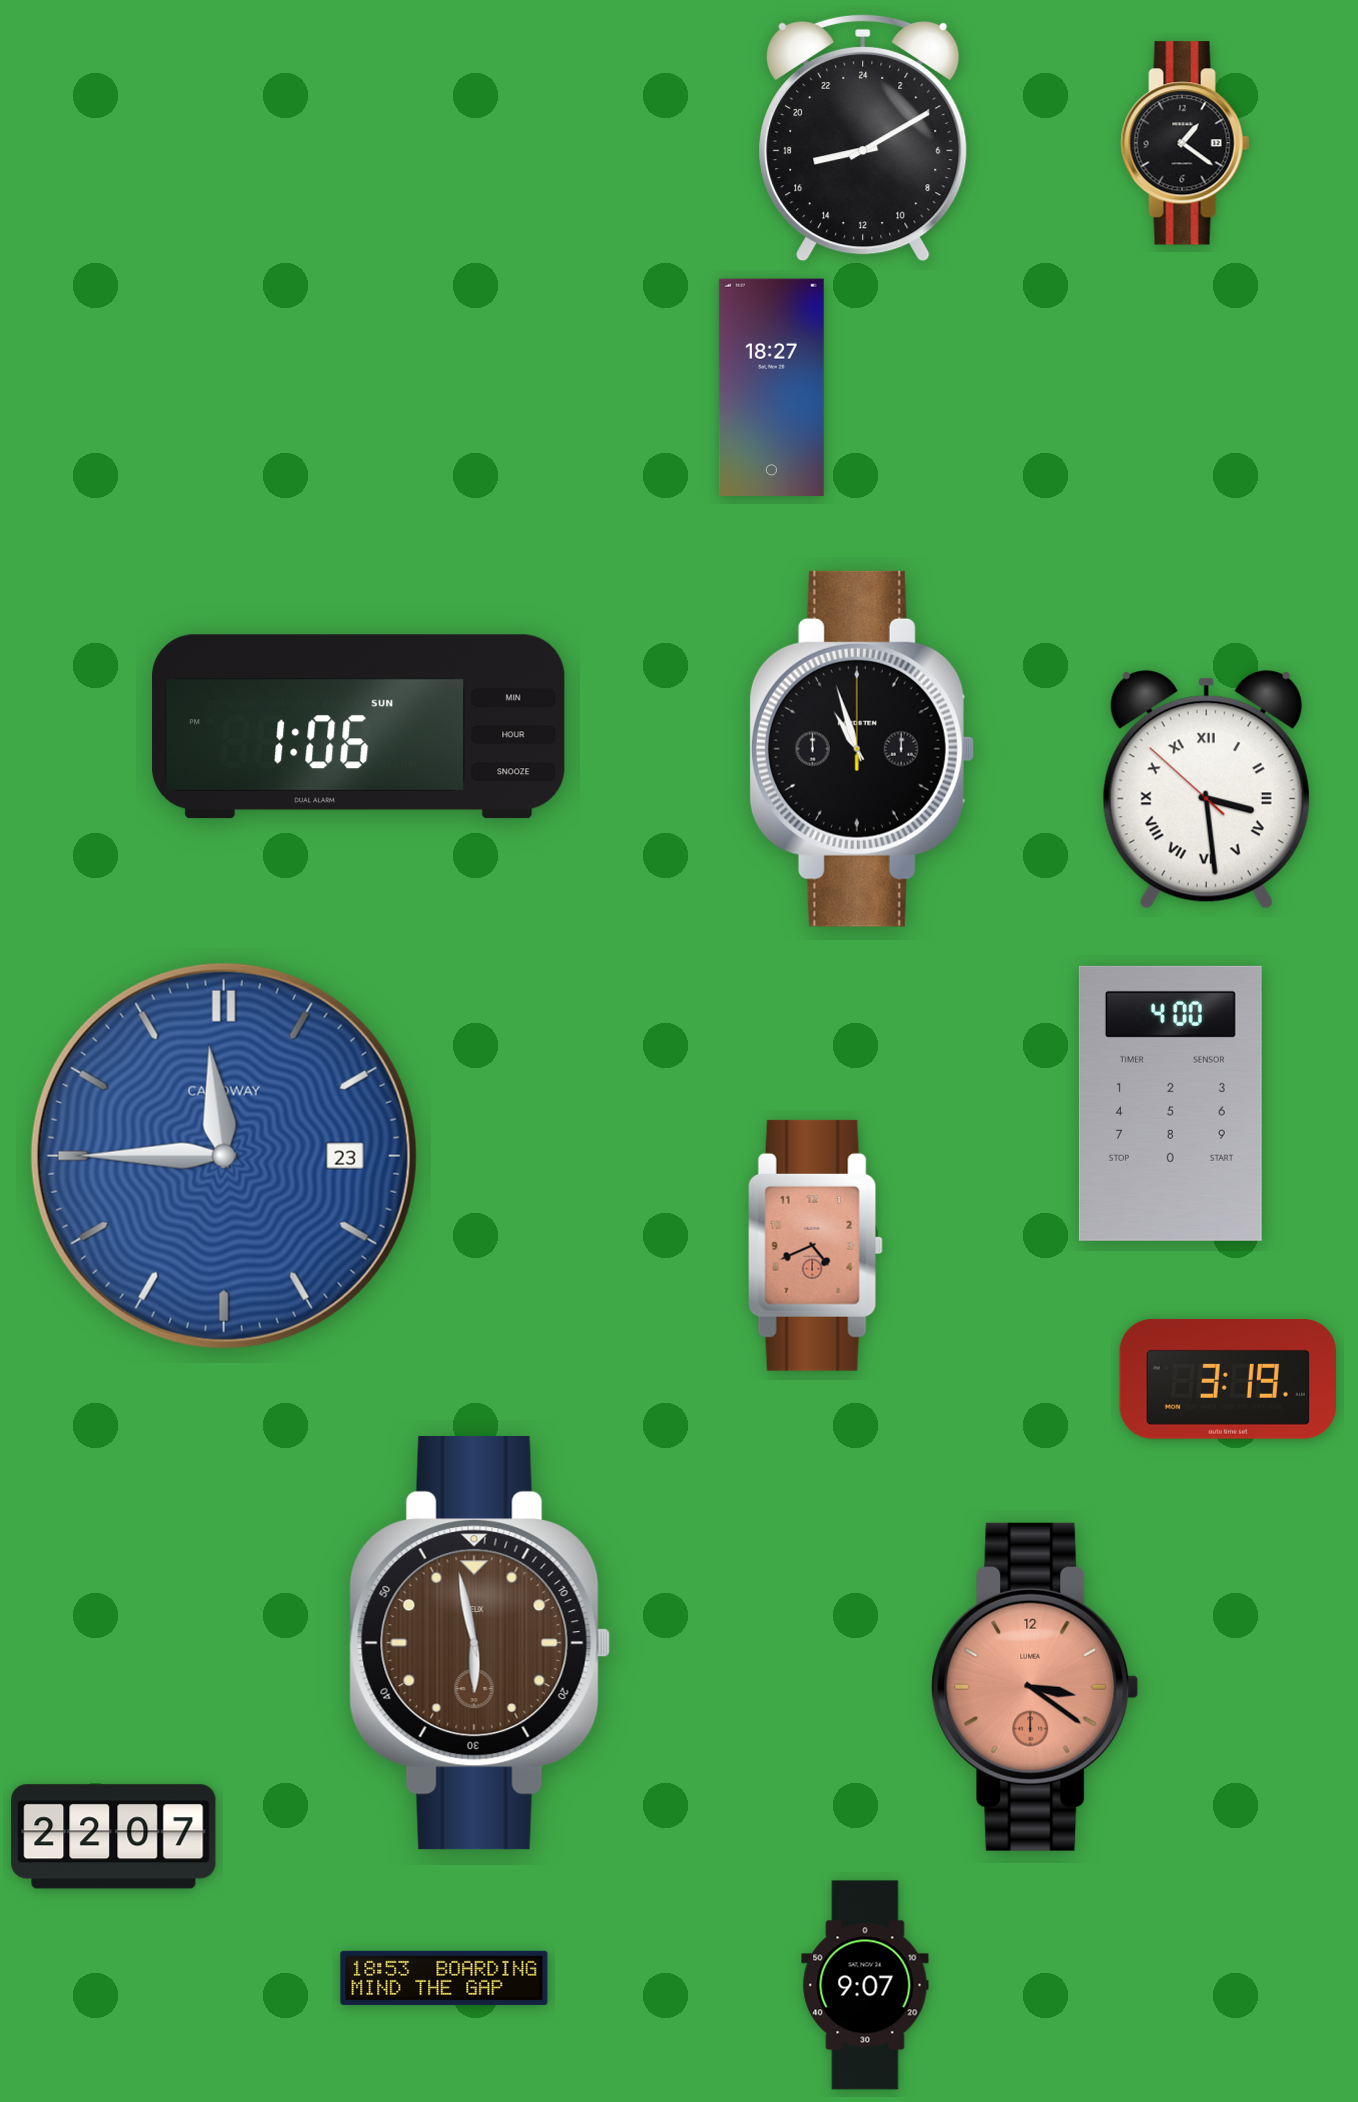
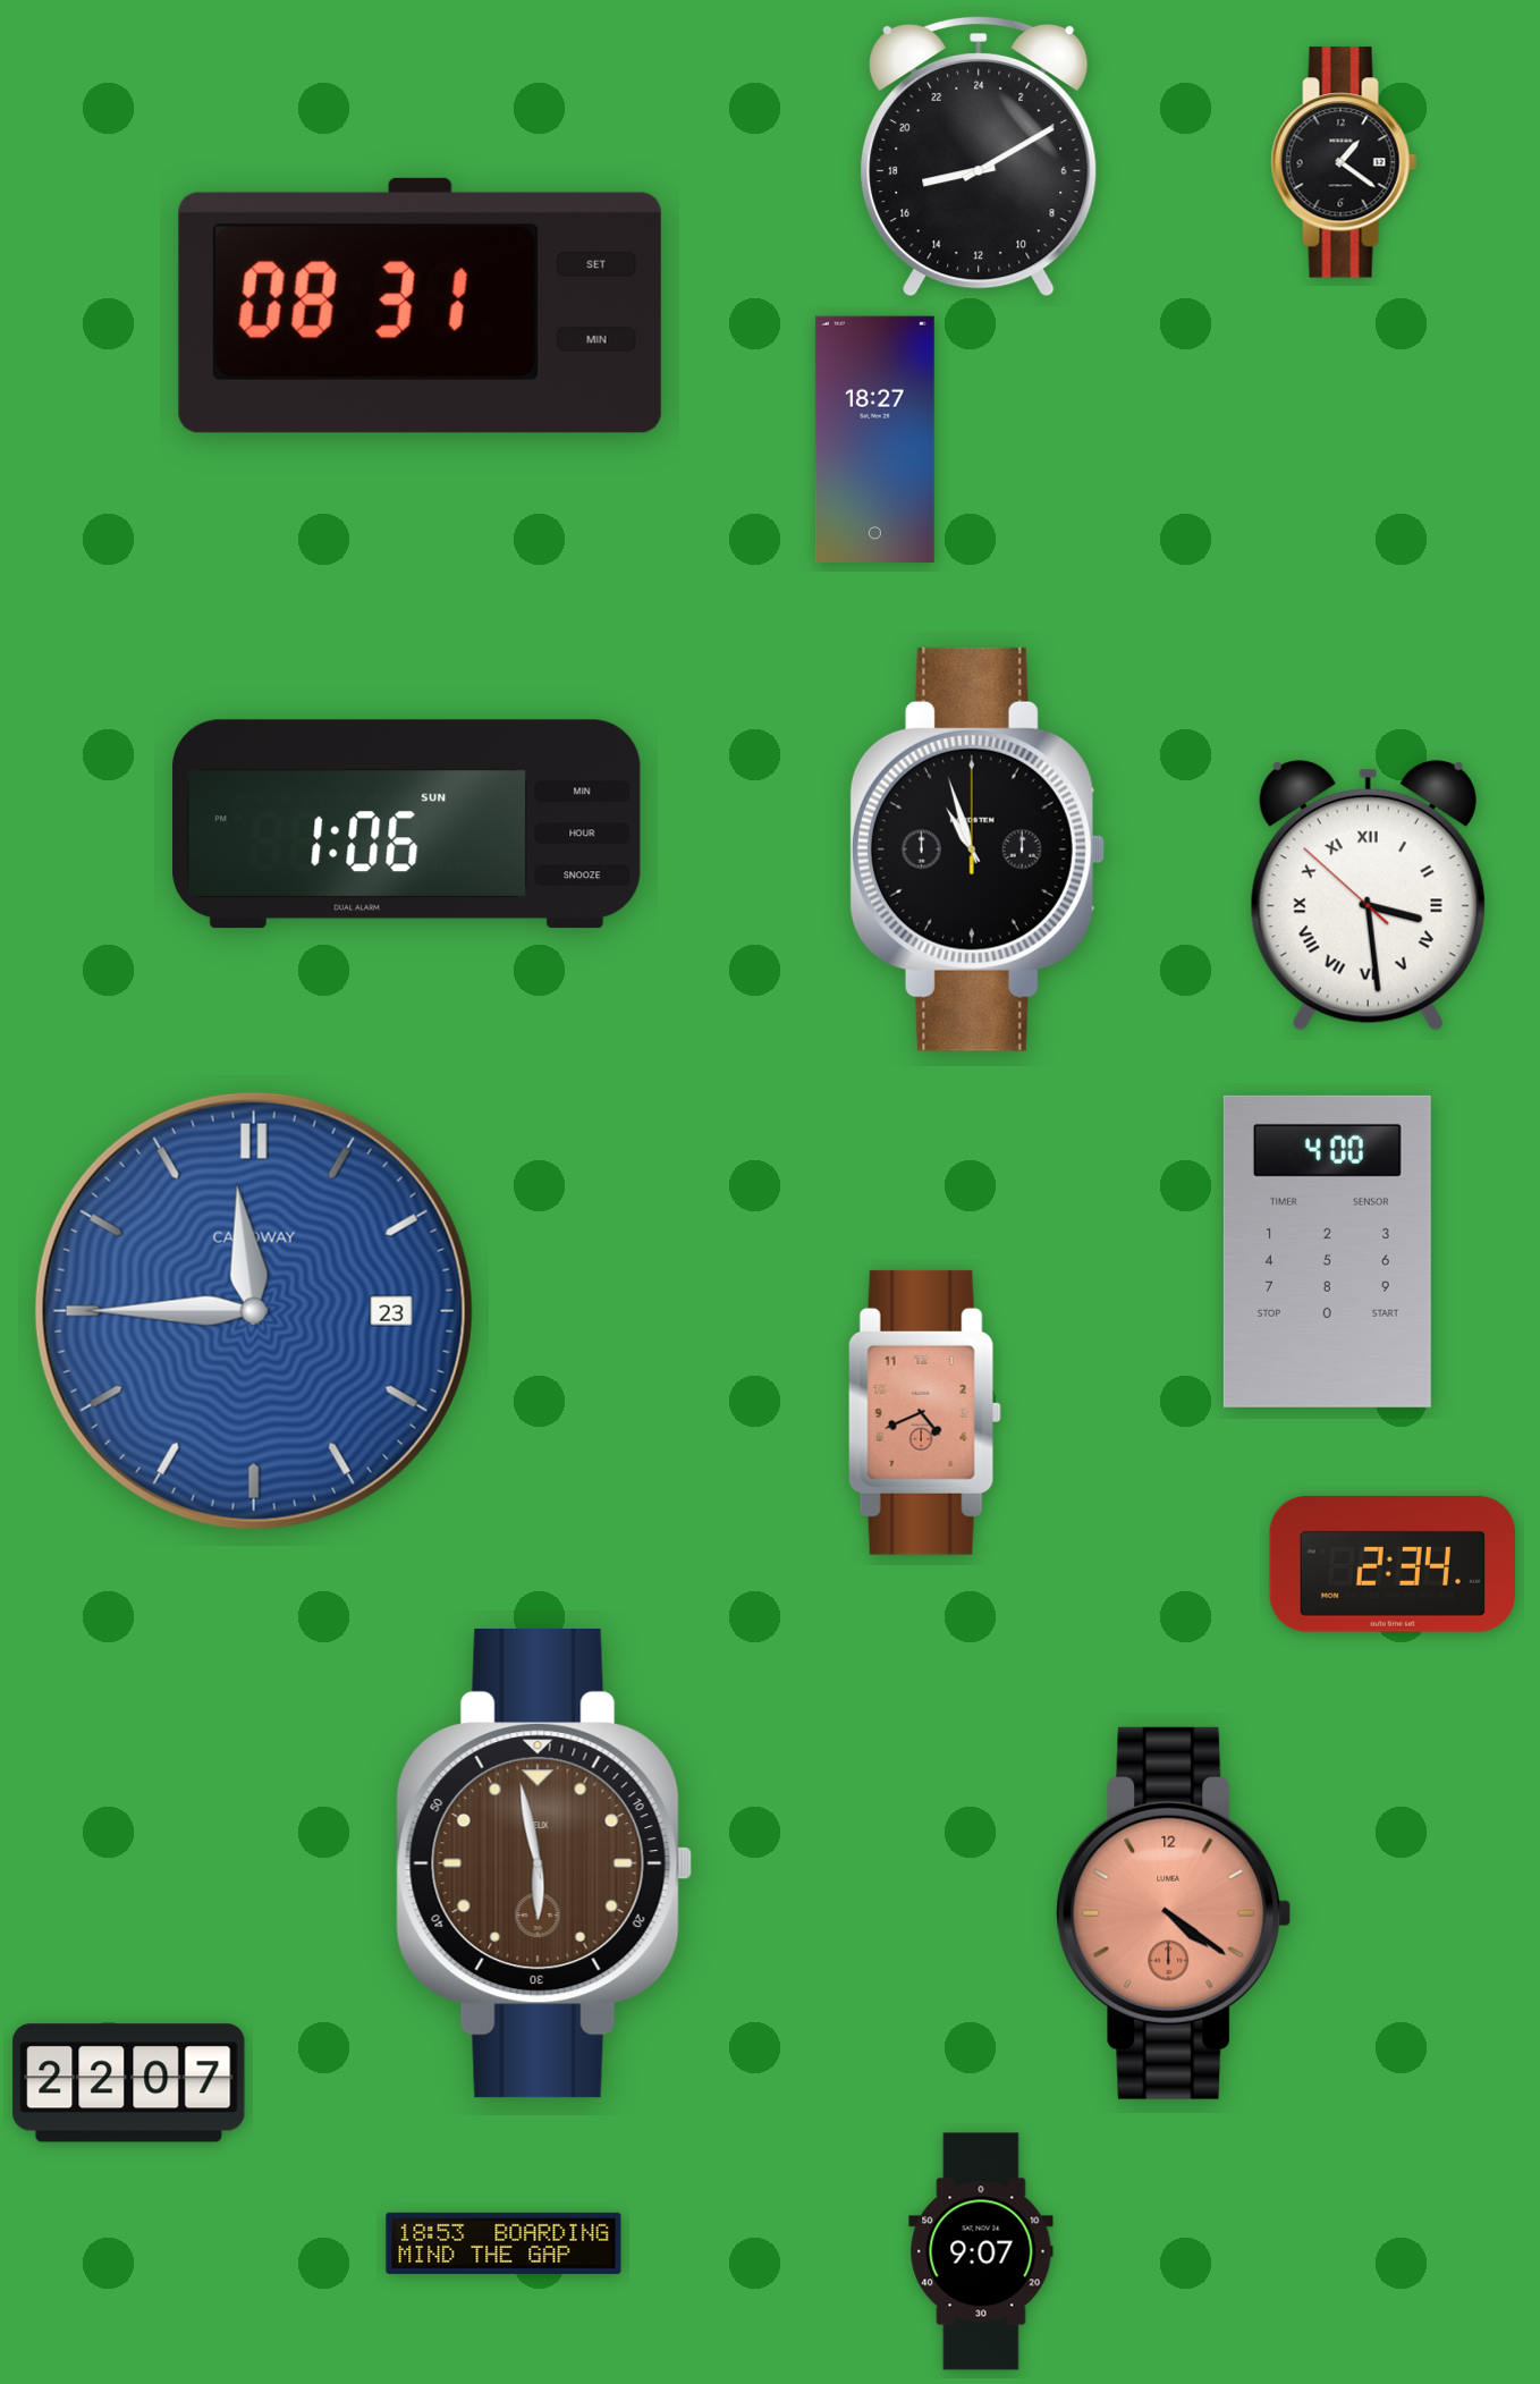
clock at (420, 305): none -> 08:31
clock at (1227, 1379): 3:19 -> 2:34
clock at (1035, 1687): 3:21 -> 4:21
